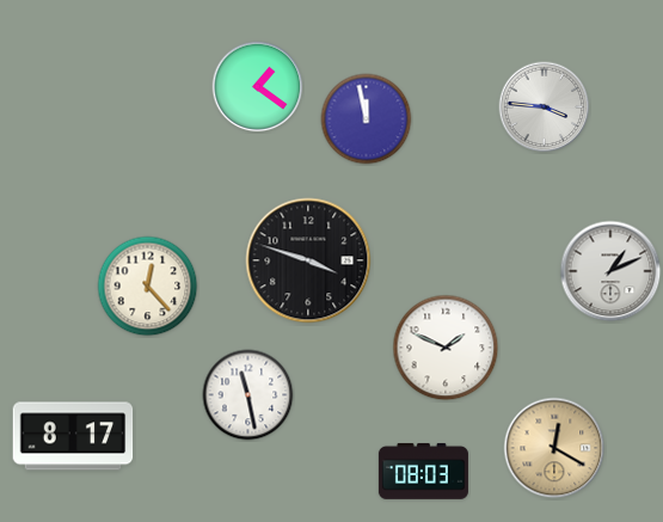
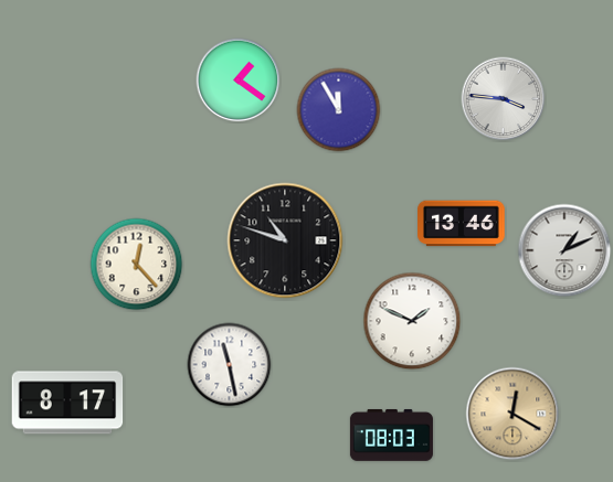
clock at (367, 119): 11:58 -> 11:55
clock at (462, 224): none -> 13:46
clock at (308, 260): 3:48 -> 10:48
